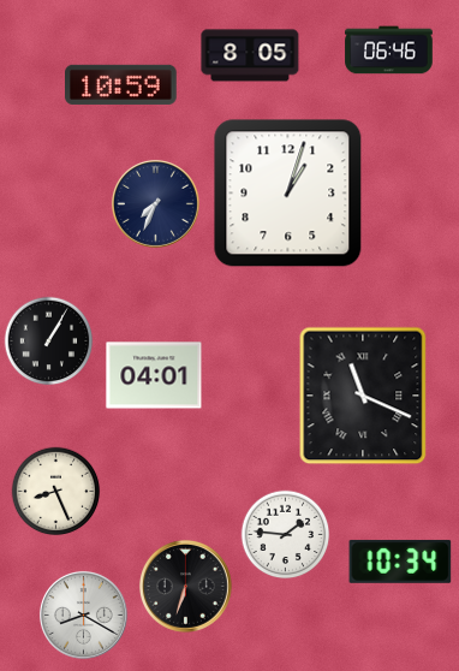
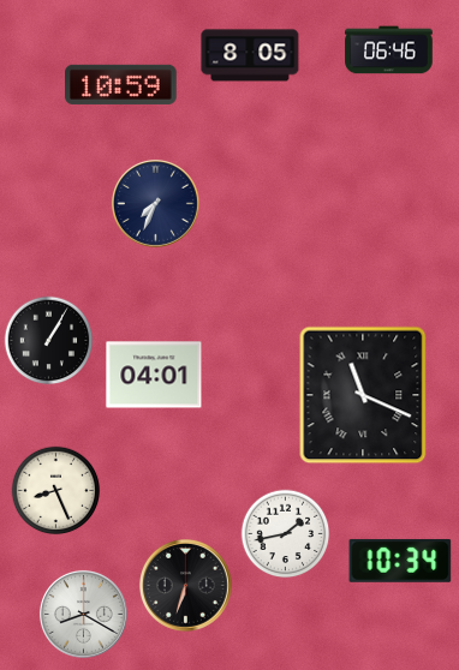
clock at (288, 194): 1:03 -> none
clock at (286, 535): 1:46 -> 1:43
